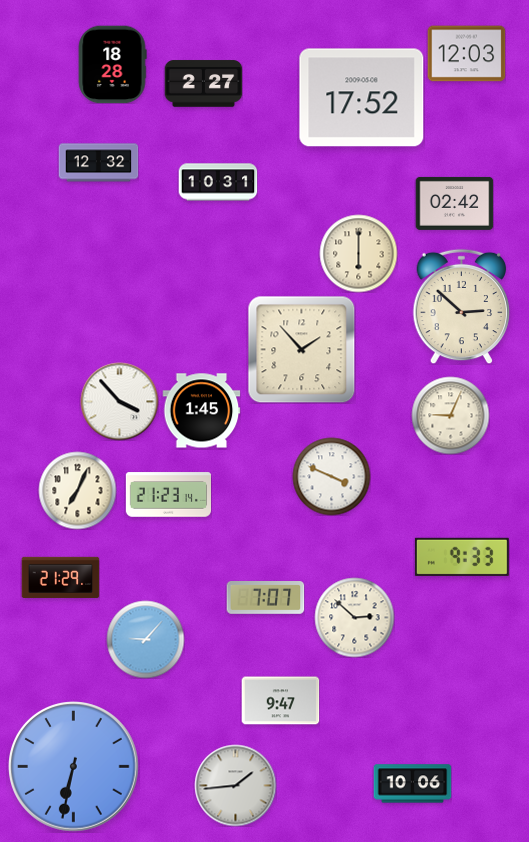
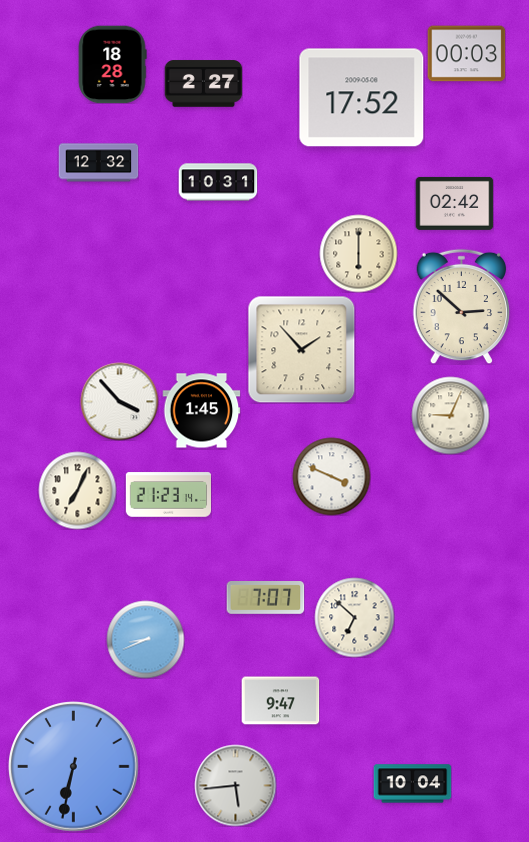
clock at (466, 54): 12:03 -> 00:03
clock at (462, 557): 9:33 -> none
clock at (60, 577): 21:29 -> none
clock at (354, 617): 2:52 -> 6:52
clock at (145, 639): 9:07 -> 8:41
clock at (412, 784): 10:06 -> 10:04
clock at (235, 785): 1:44 -> 5:44
